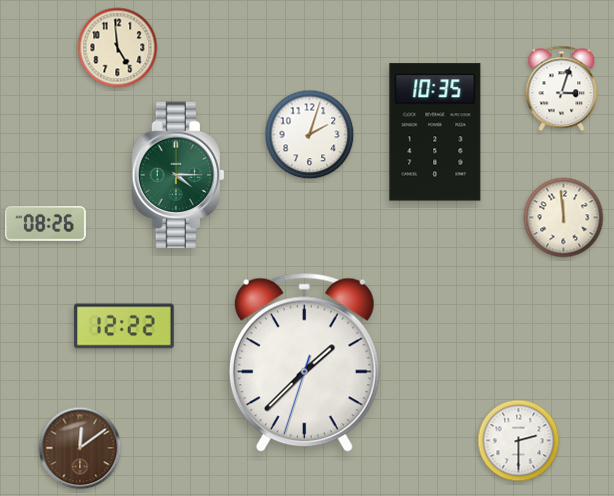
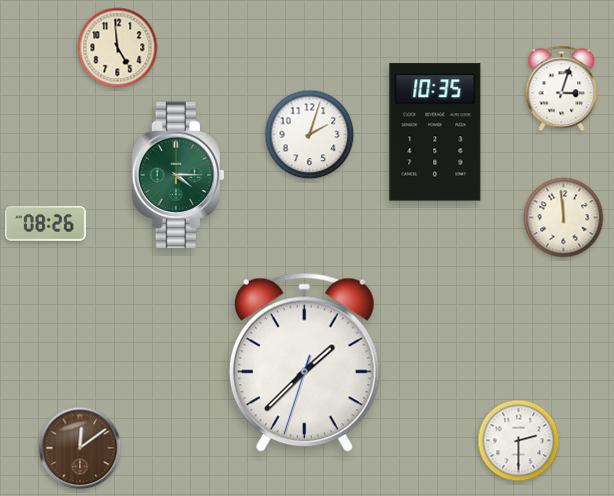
clock at (124, 326): 12:22 -> none
